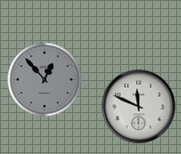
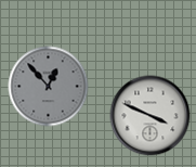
clock at (139, 107): 11:49 -> 3:49
